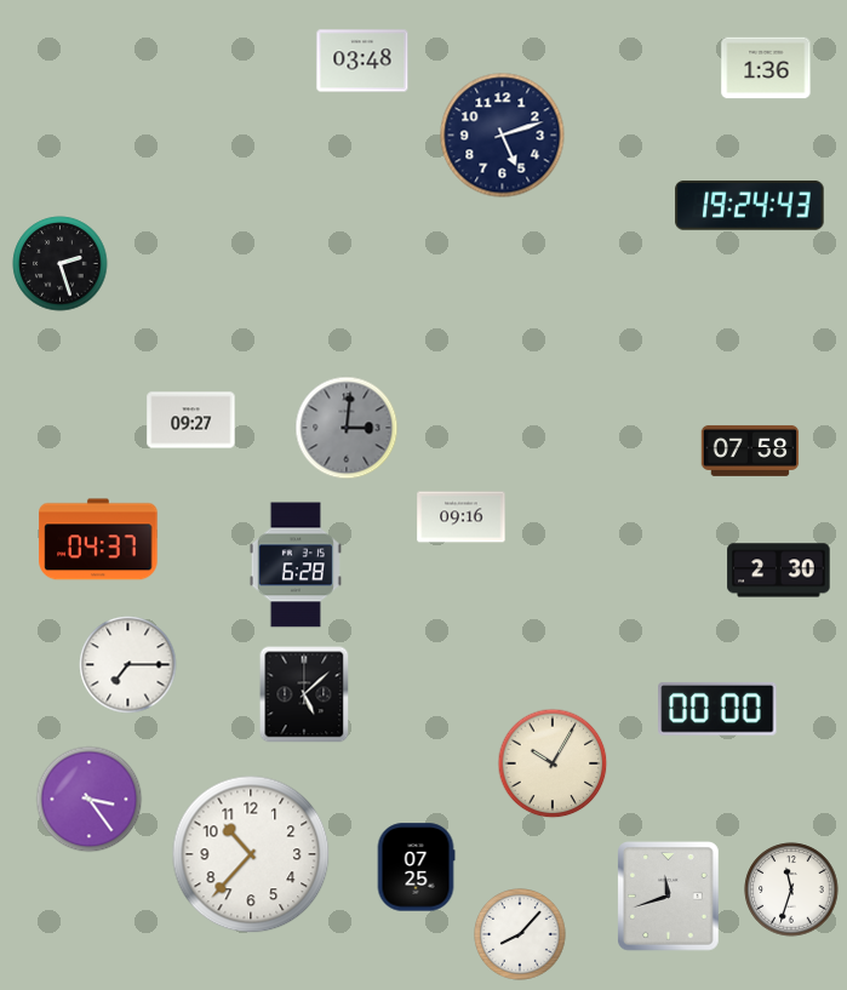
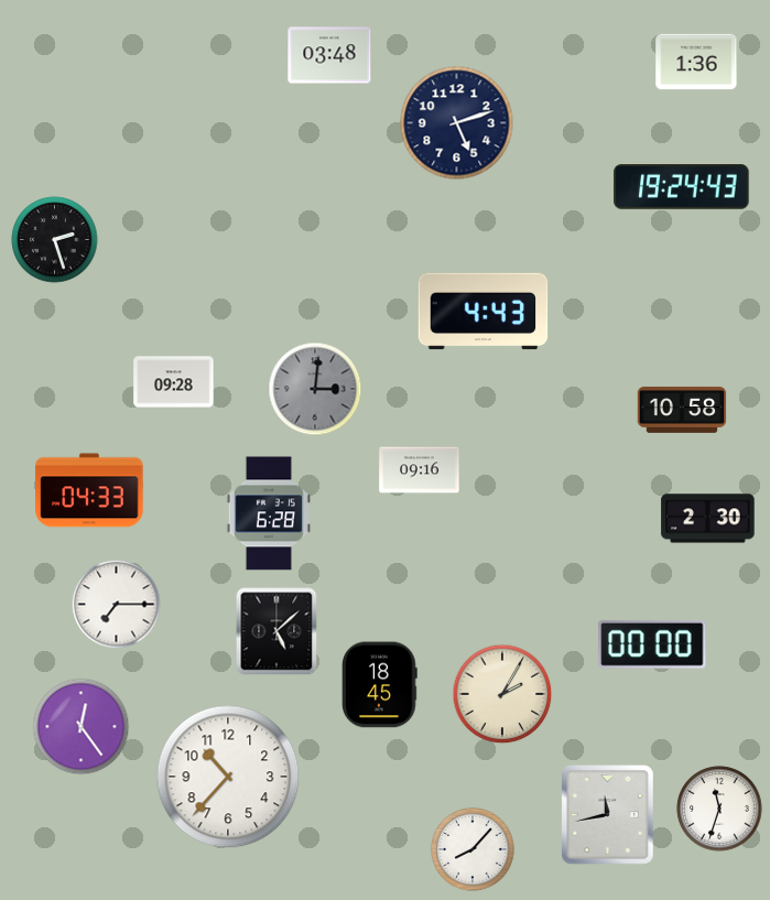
clock at (484, 312): none -> 4:43
clock at (191, 420): 09:27 -> 09:28
clock at (750, 451): 07:58 -> 10:58
clock at (98, 539): 04:37 -> 04:33
clock at (380, 685): none -> 18:45
clock at (553, 763): 10:05 -> 2:05
clock at (90, 800): 3:24 -> 12:24
clock at (416, 868): 07:25 -> none
clock at (669, 897): 11:42 -> 11:43
